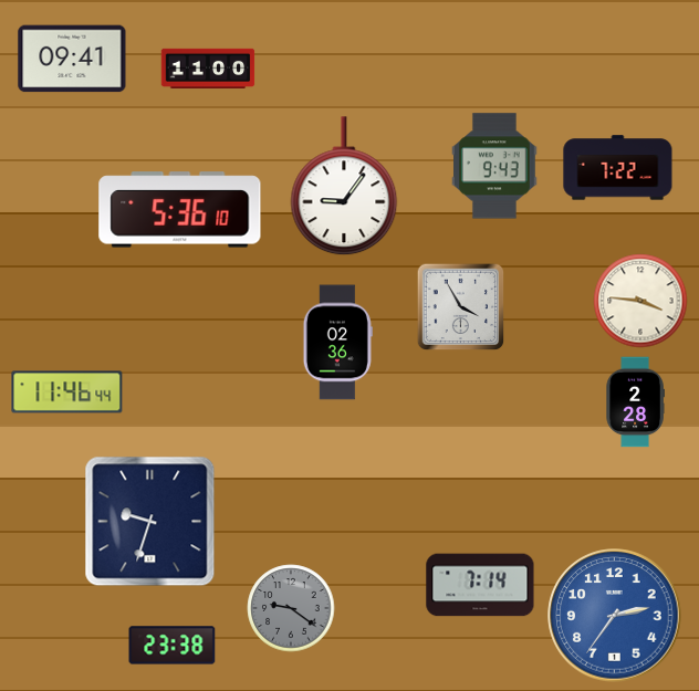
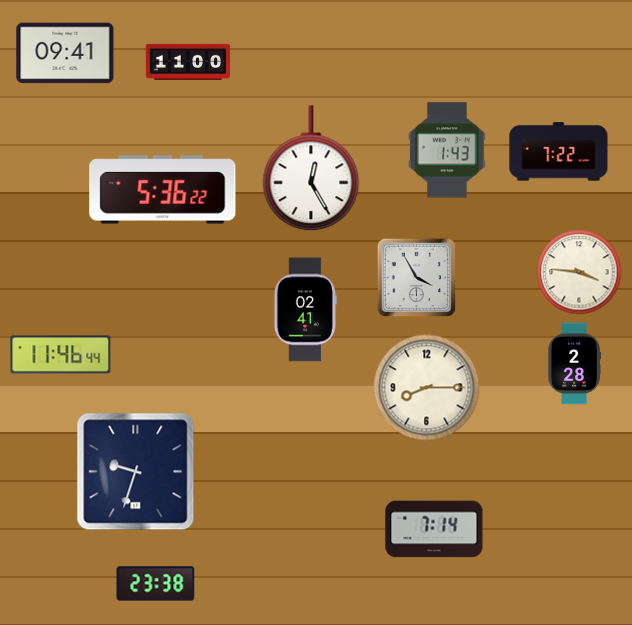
clock at (494, 166): 9:43 -> 1:43
clock at (344, 187): 9:06 -> 12:25
clock at (180, 210): 5:36:10 -> 5:36:22
clock at (337, 343): 02:36 -> 02:41
clock at (427, 388): none -> 8:15
clock at (291, 608): 9:21 -> none
clock at (615, 616): 2:36 -> none
